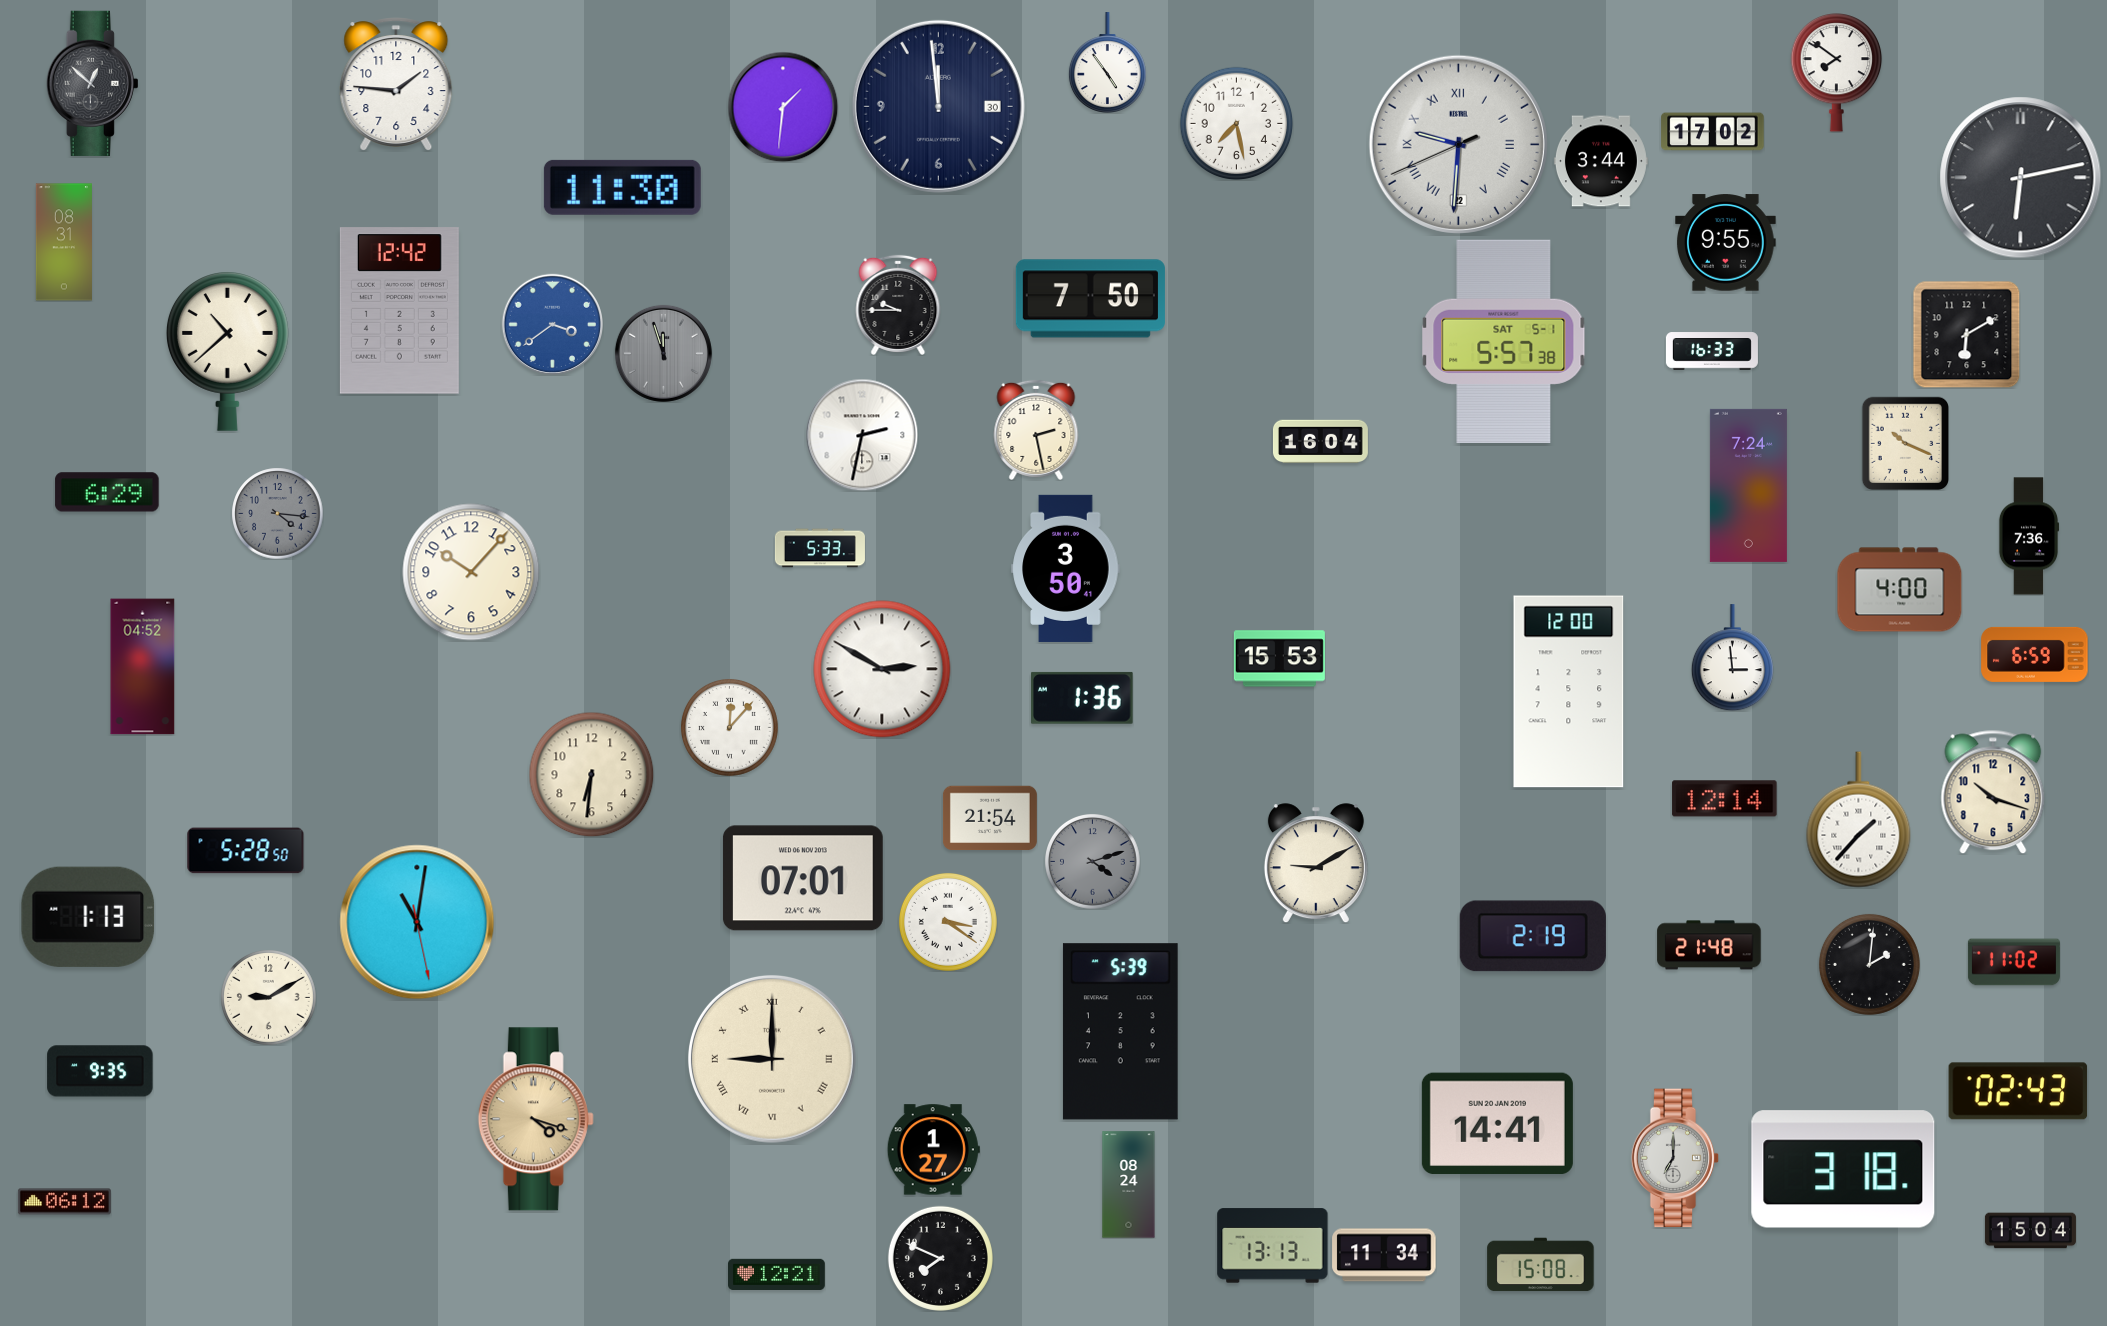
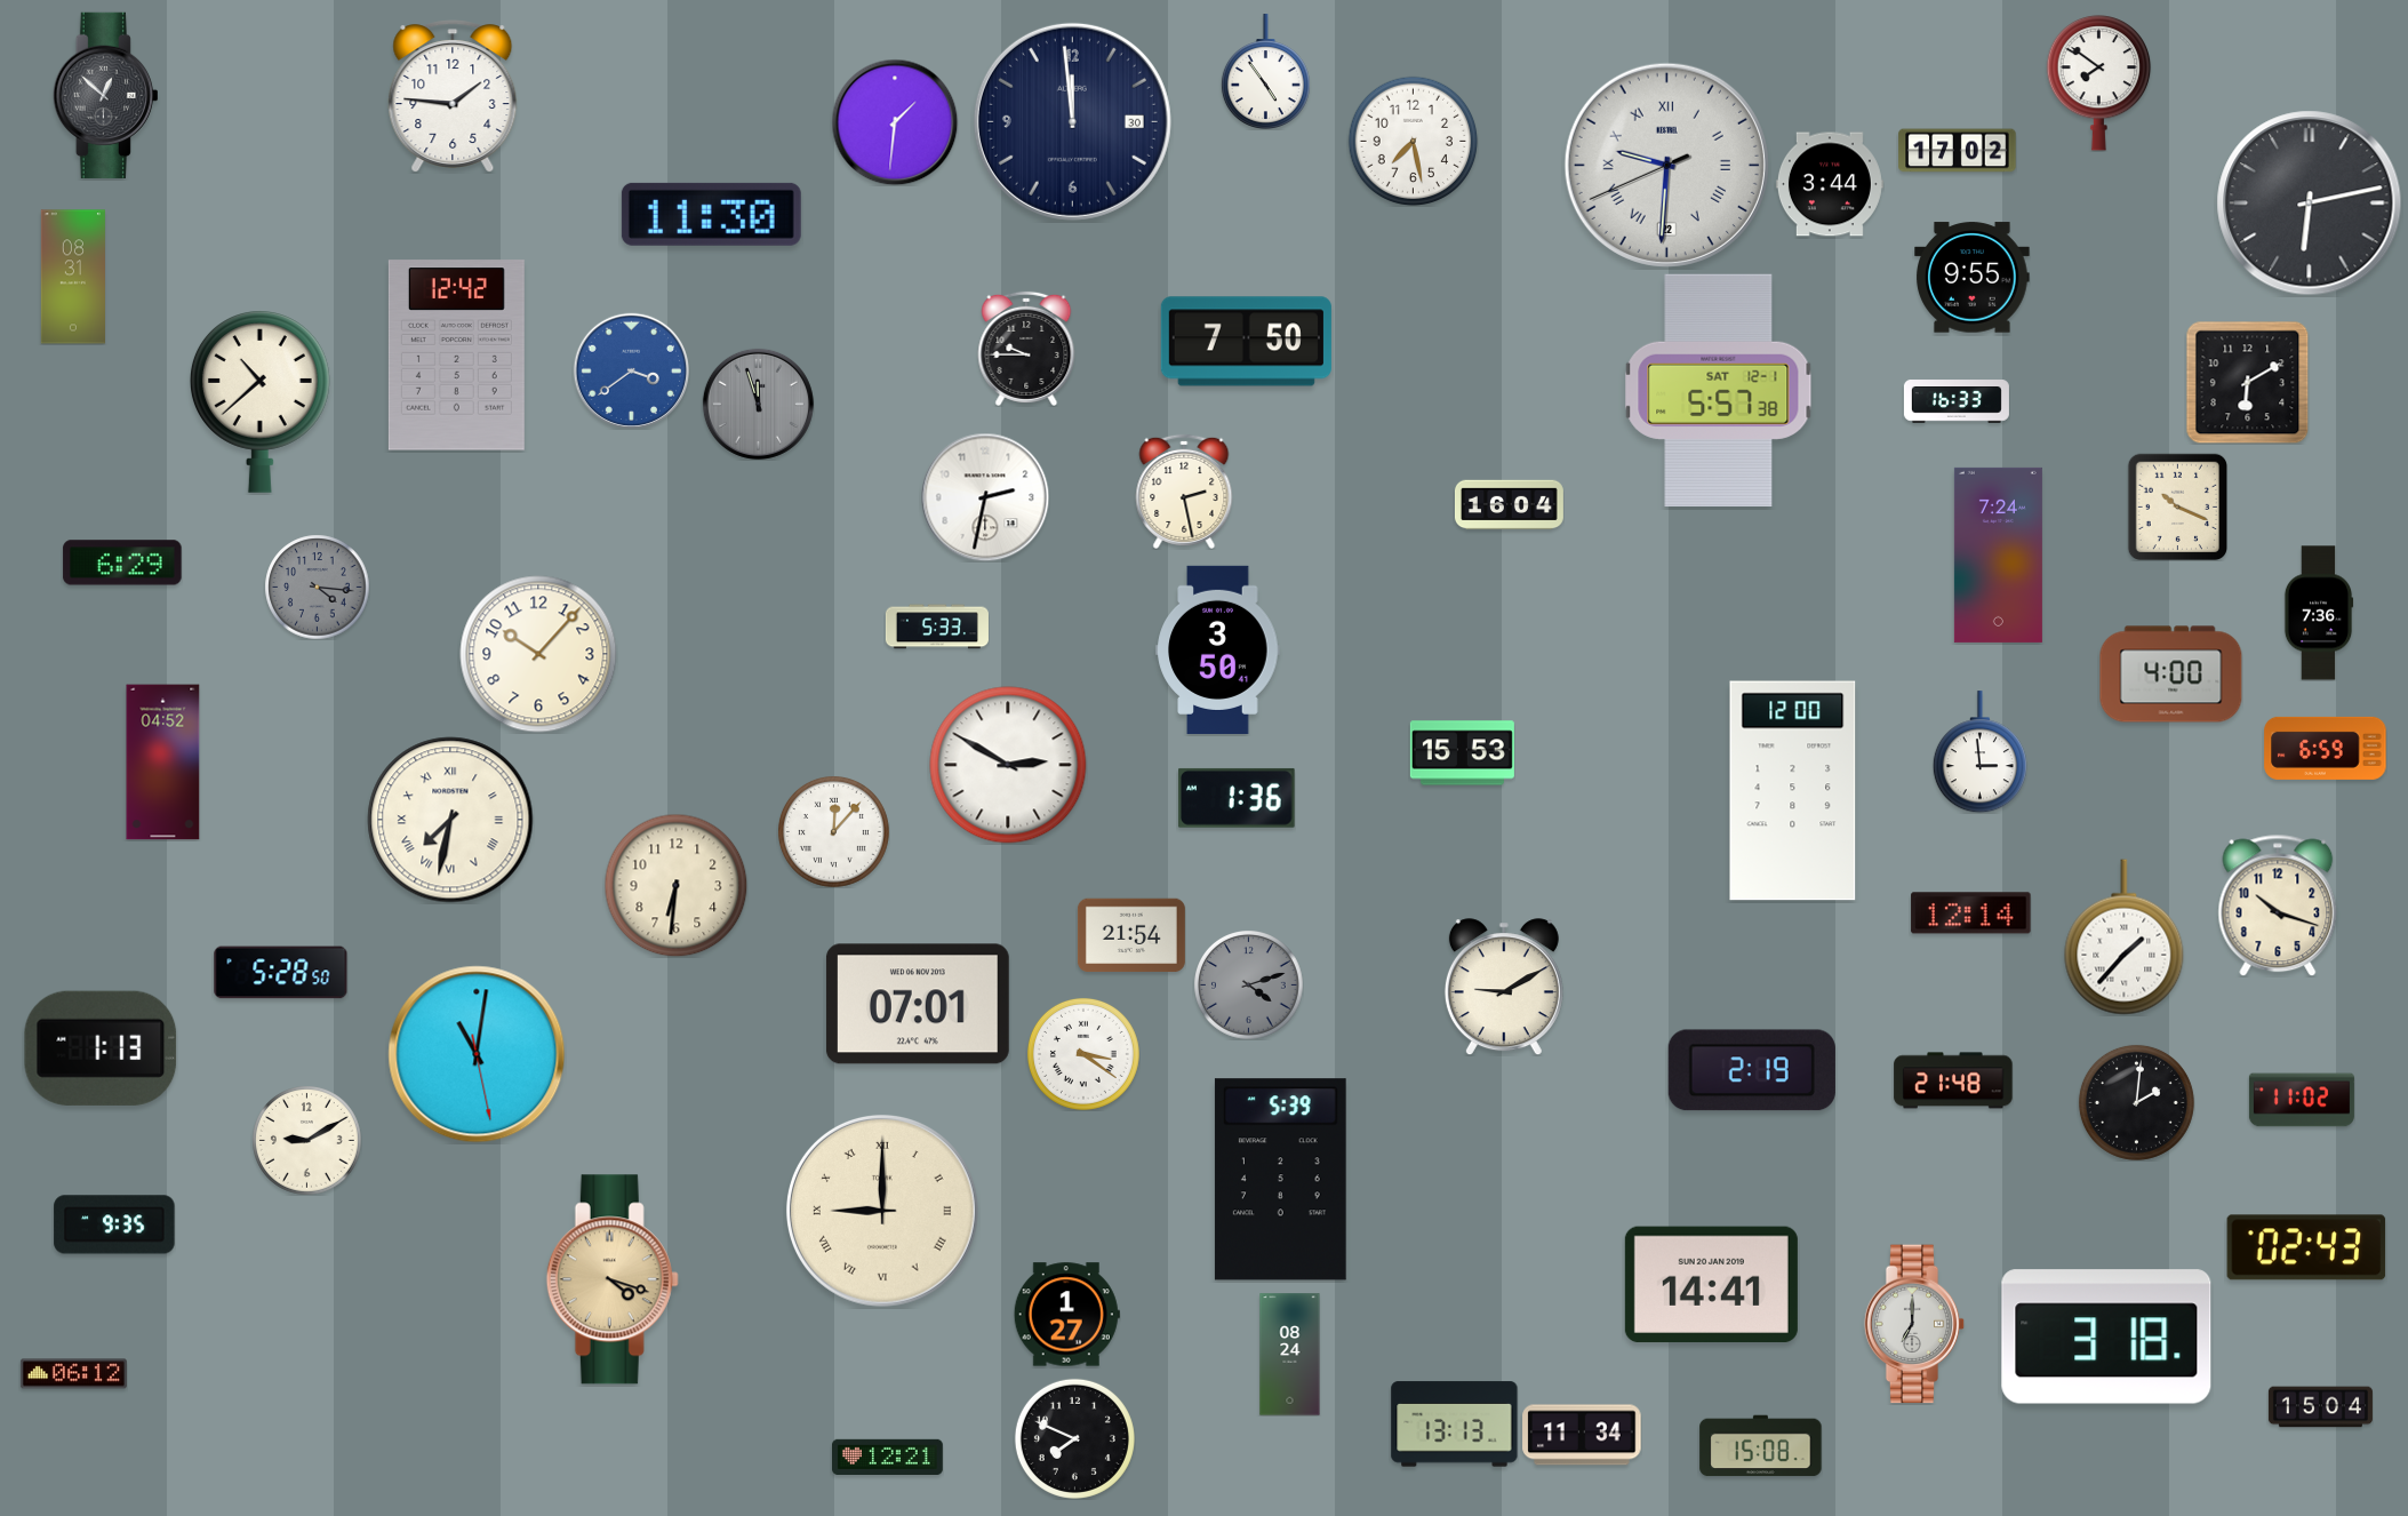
clock at (1504, 341) date: SAT 5-1 -> SAT 12-1
clock at (450, 820): none -> 7:32
